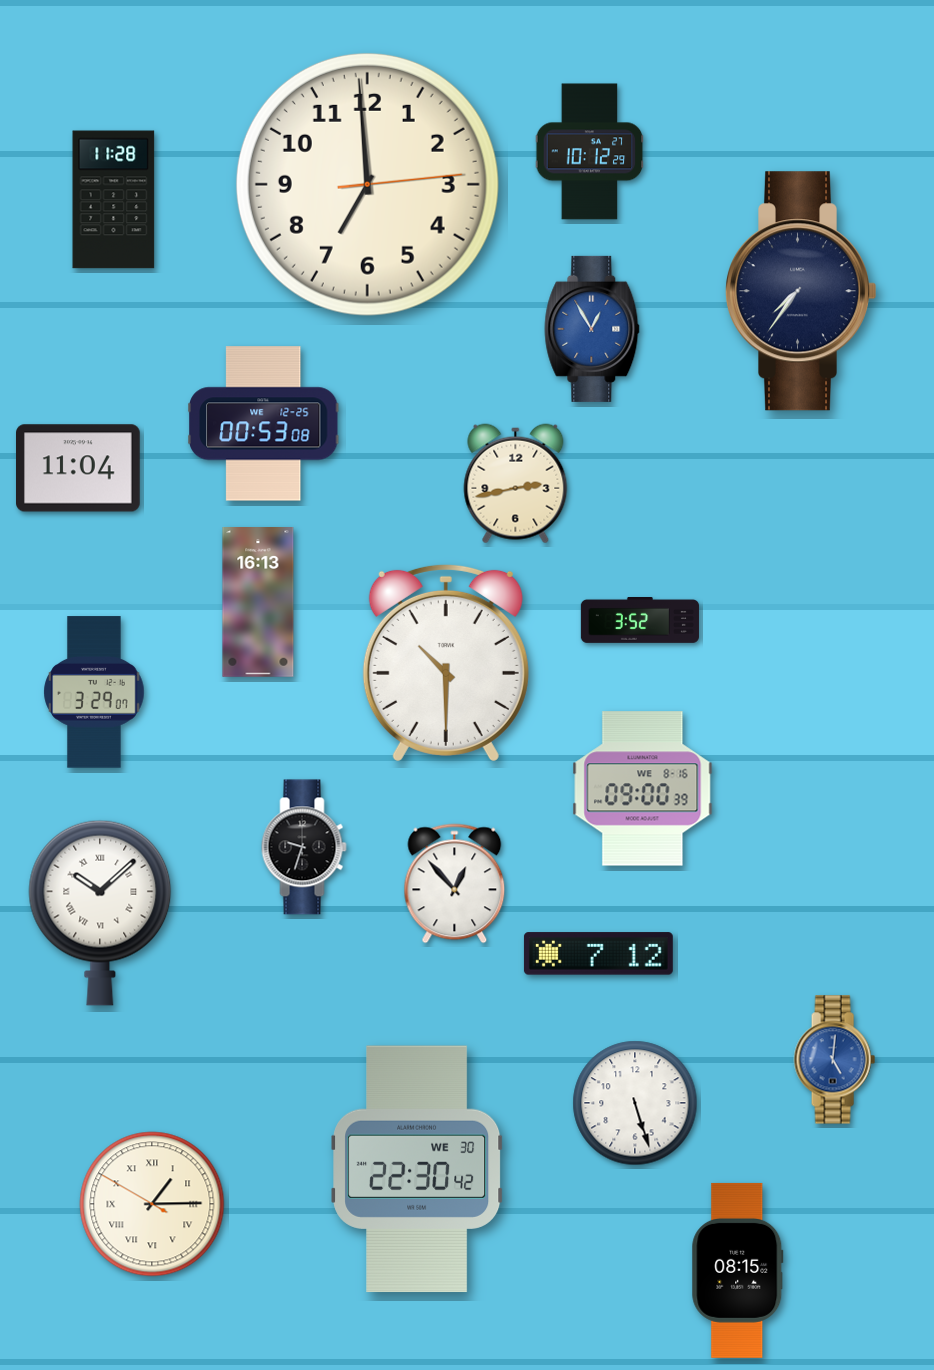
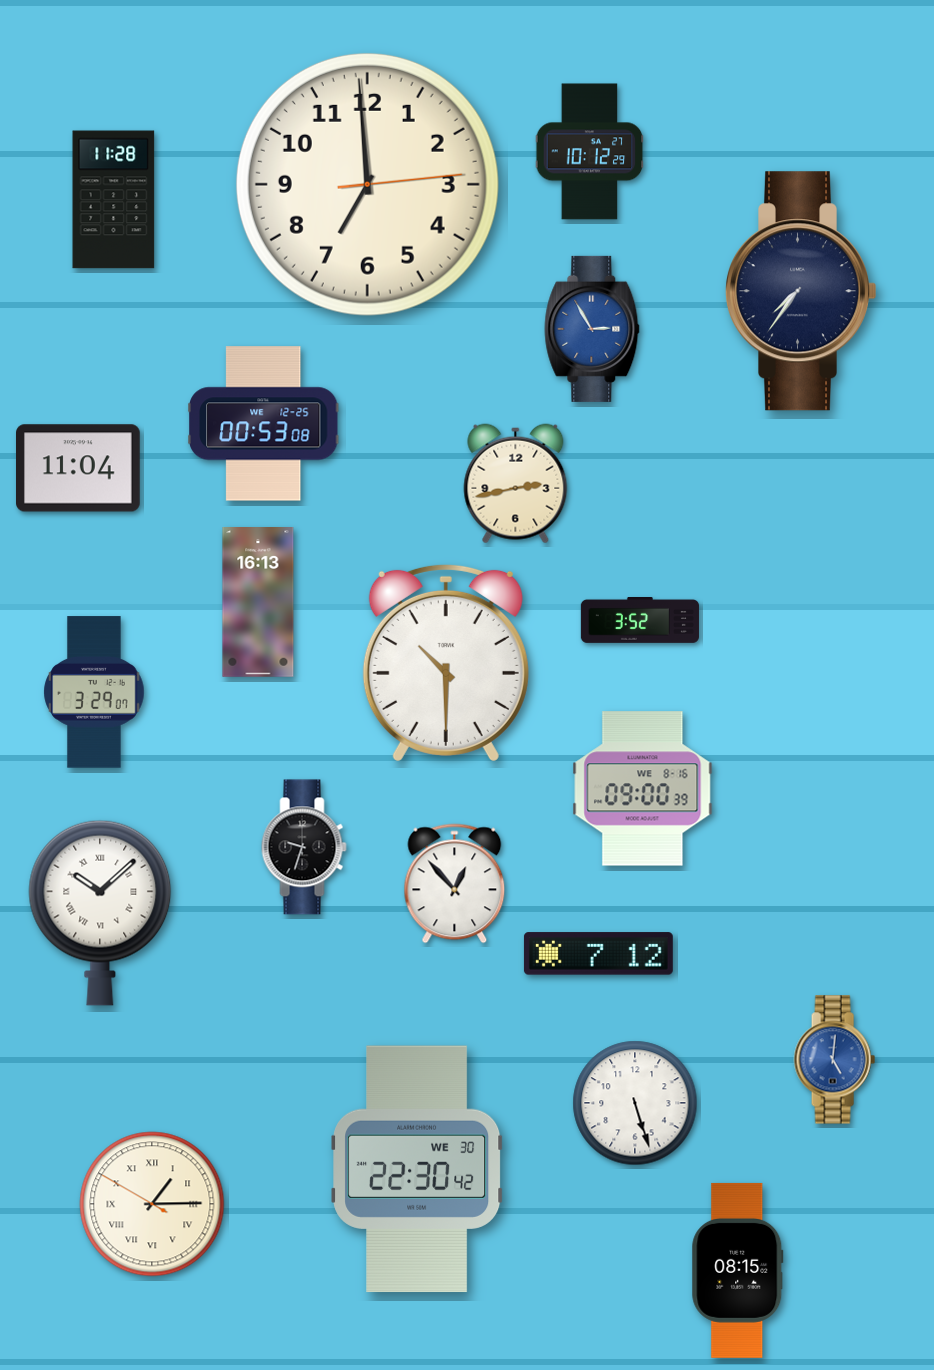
clock at (592, 329): 12:55 -> 2:55
